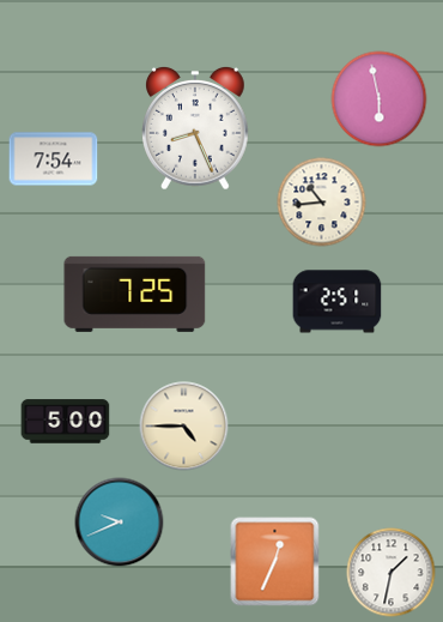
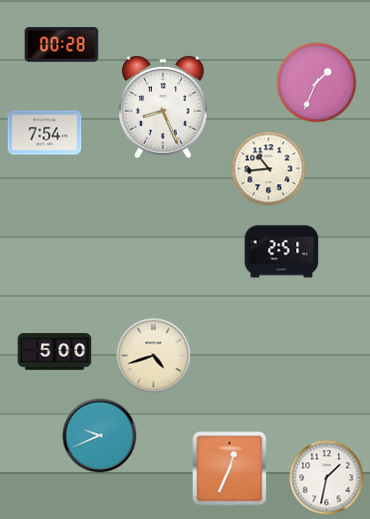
clock at (62, 45): none -> 00:28
clock at (380, 99): 5:58 -> 1:34
clock at (135, 294): 7:25 -> none
clock at (184, 427): 4:45 -> 4:42
